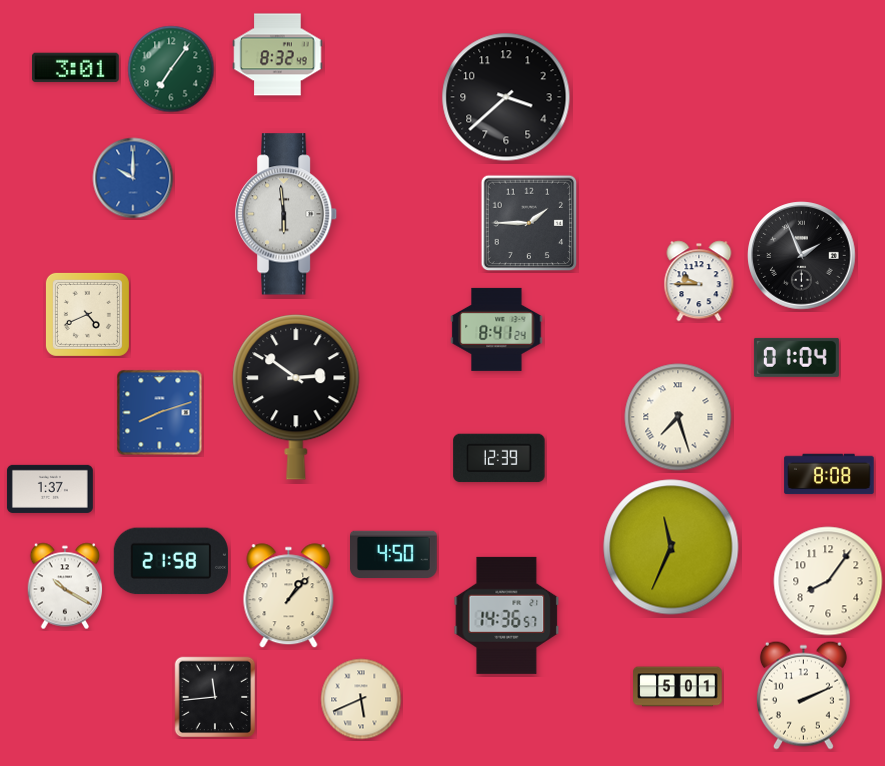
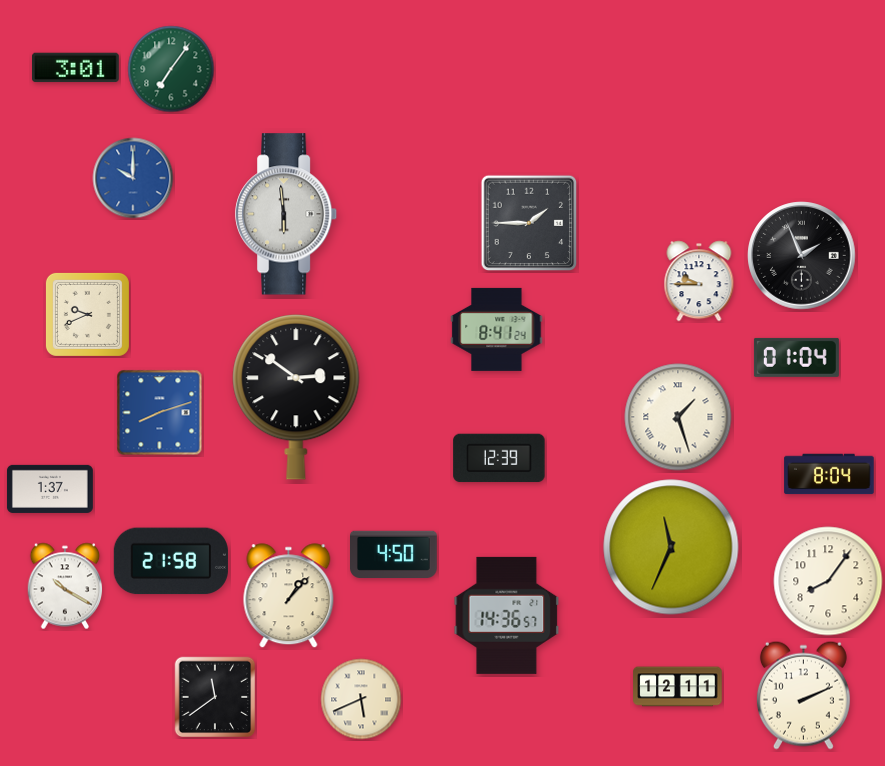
clock at (278, 55): 8:32 -> none
clock at (506, 97): 3:38 -> none
clock at (87, 314): 4:41 -> 9:41
clock at (678, 417): 7:27 -> 1:27
clock at (829, 474): 8:08 -> 8:04
clock at (678, 687): 5:01 -> 12:11
clock at (215, 697): 11:44 -> 11:39
